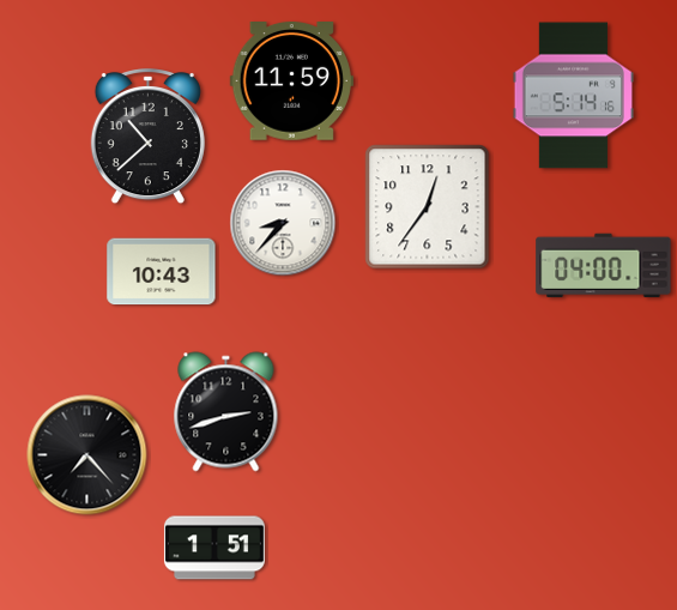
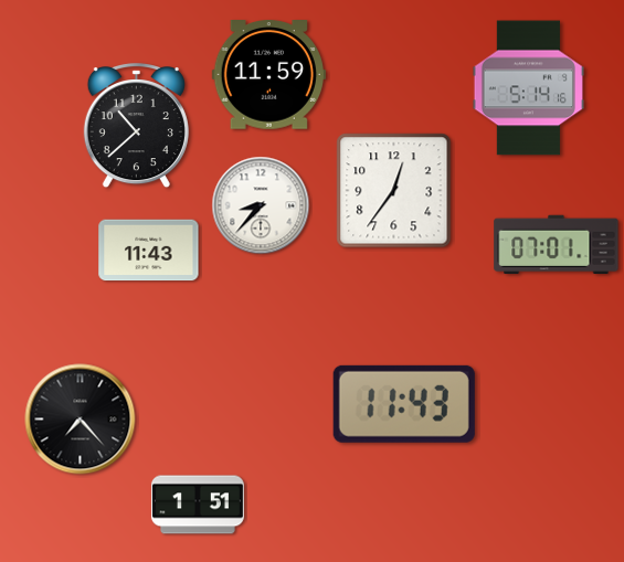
clock at (604, 265): 04:00 -> 07:01
clock at (162, 272): 10:43 -> 11:43
clock at (226, 412): 2:42 -> none
clock at (404, 404): none -> 11:43
